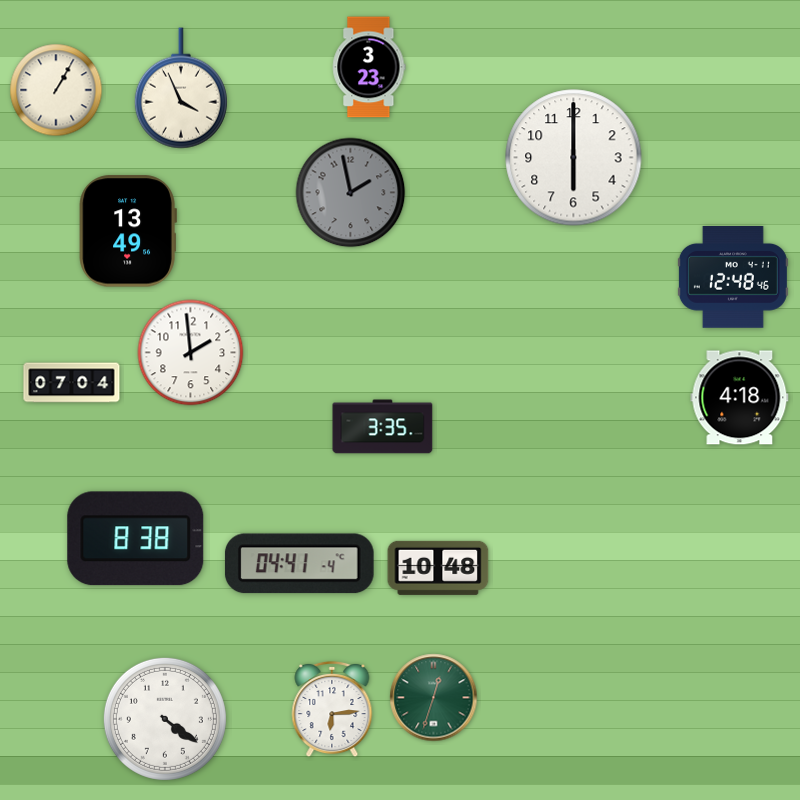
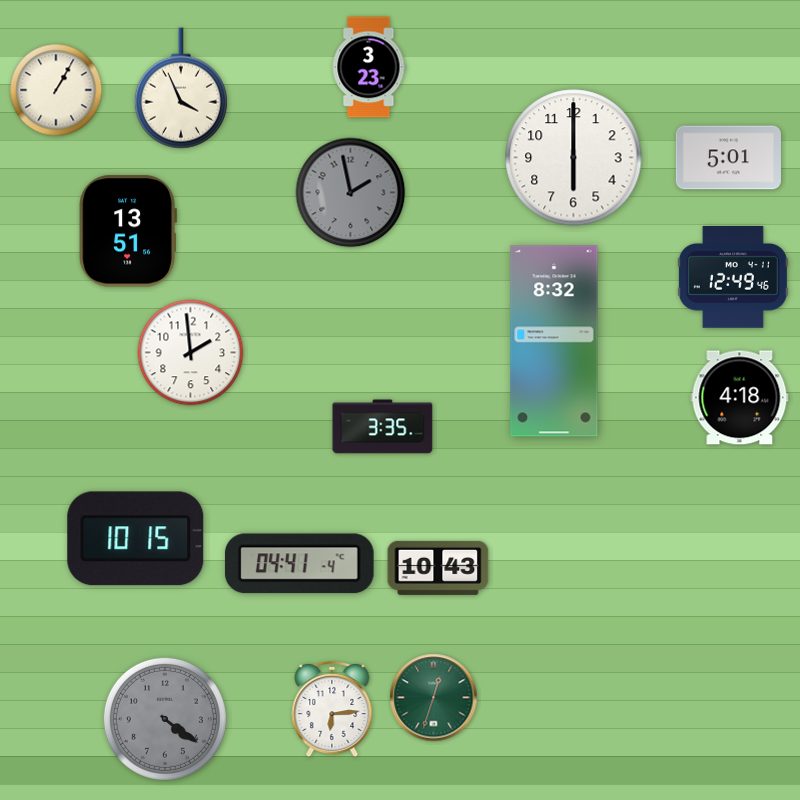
clock at (728, 158): none -> 5:01
clock at (128, 231): 13:49 -> 13:51
clock at (733, 278): 12:48 -> 12:49
clock at (554, 341): none -> 8:32
clock at (72, 383): 07:04 -> none
clock at (136, 539): 8:38 -> 10:15
clock at (438, 568): 10:48 -> 10:43
clock at (165, 719) dial: white -> grey
